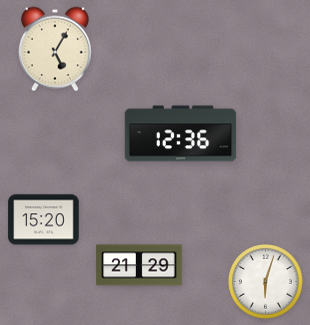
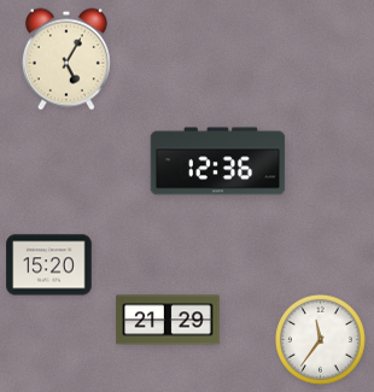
clock at (44, 220) position: (44, 220) -> (49, 265)
clock at (266, 282): 6:03 -> 11:36
